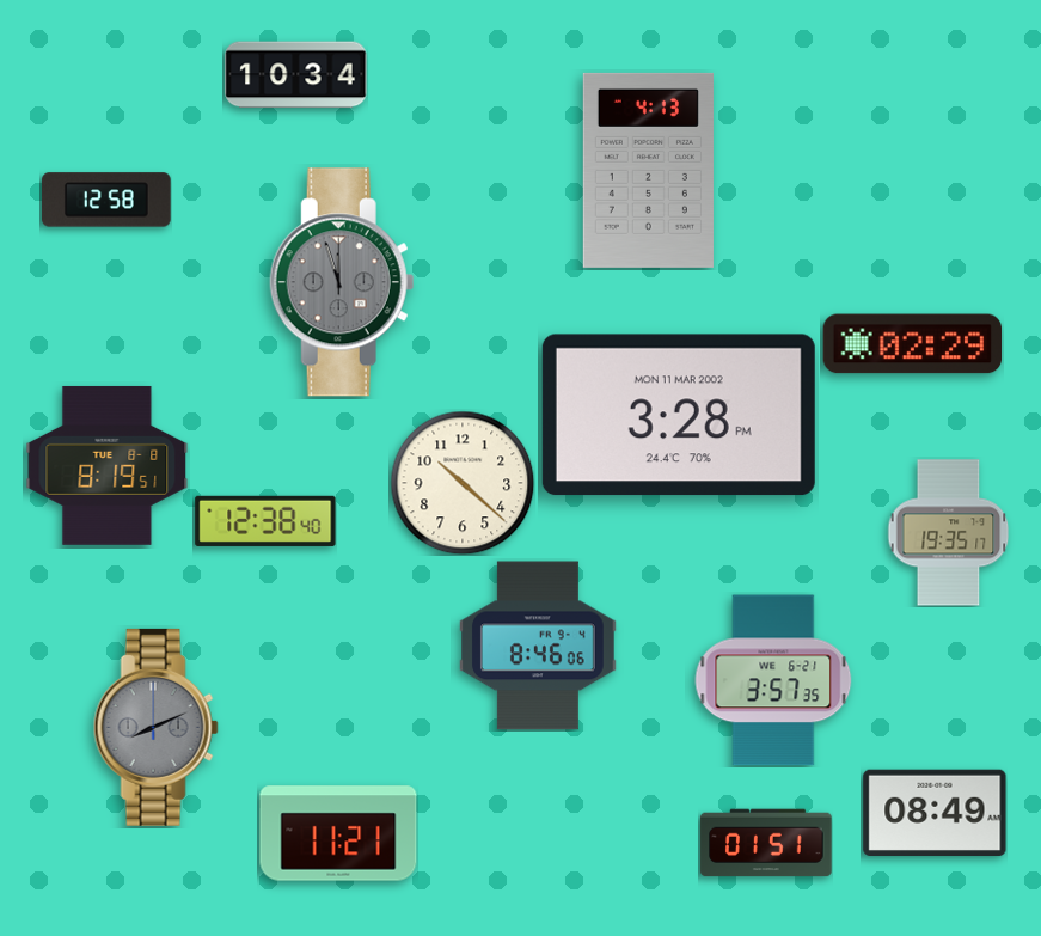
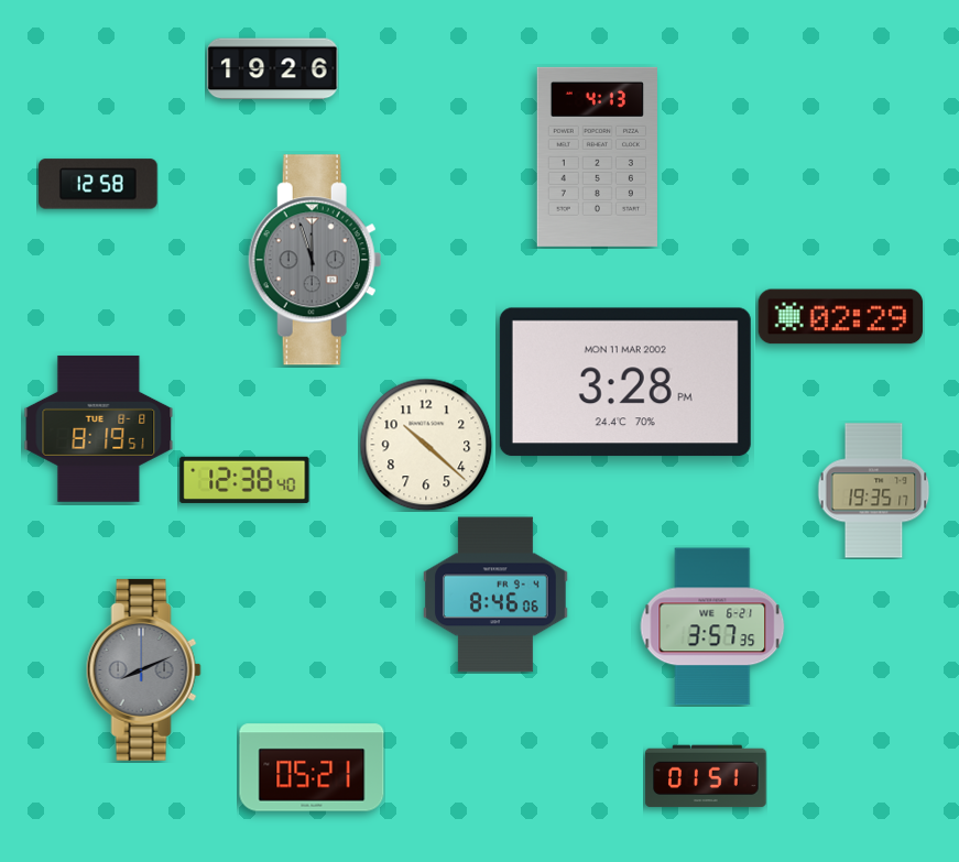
clock at (296, 75): 10:34 -> 19:26
clock at (935, 812): 08:49 -> none
clock at (338, 833): 11:21 -> 05:21
